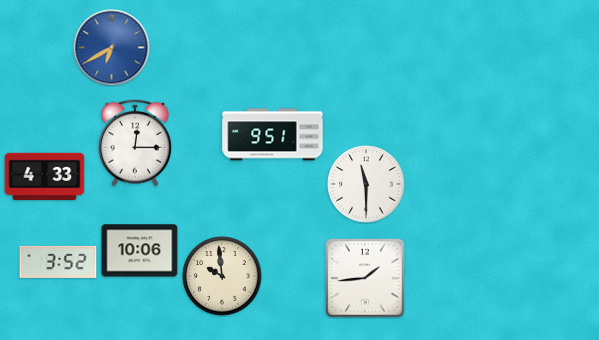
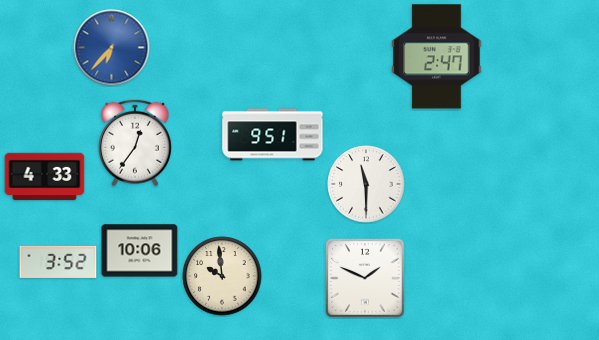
clock at (112, 48): 6:40 -> 6:37
clock at (437, 57): none -> 2:47
clock at (135, 143): 12:15 -> 12:36
clock at (365, 278): 1:44 -> 1:49
